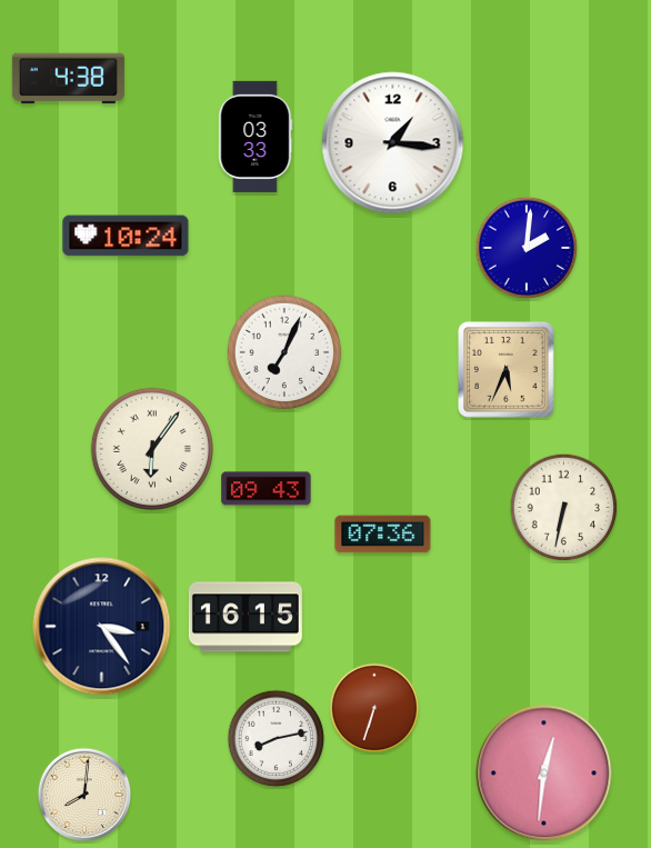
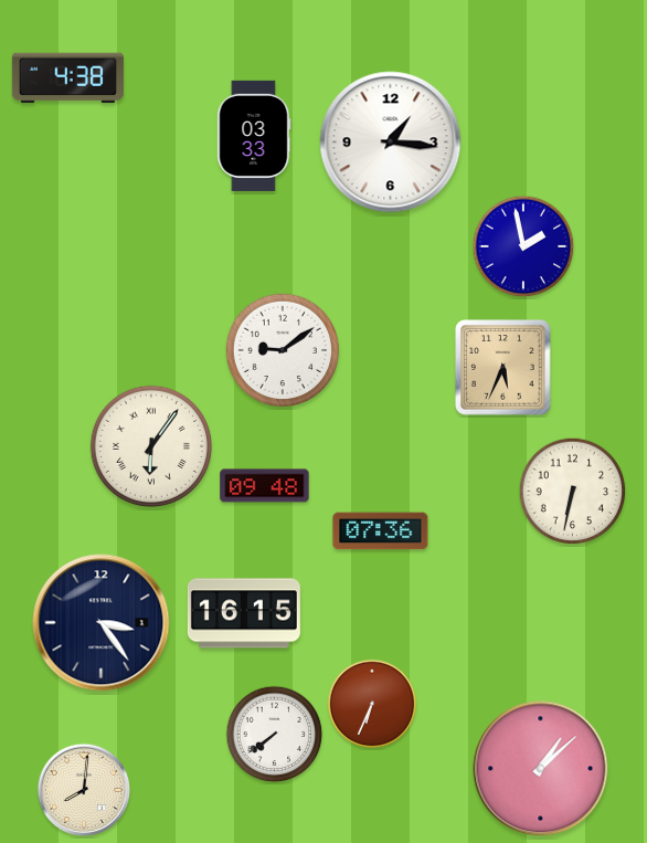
clock at (126, 236): 10:24 -> none
clock at (527, 248): 2:01 -> 1:58
clock at (284, 352): 7:04 -> 9:09
clock at (267, 489): 09:43 -> 09:48
clock at (564, 508) position: (564, 508) -> (573, 492)
clock at (374, 708): 6:33 -> 6:34
clock at (277, 739): 8:13 -> 7:39
clock at (544, 774): 12:31 -> 1:08
